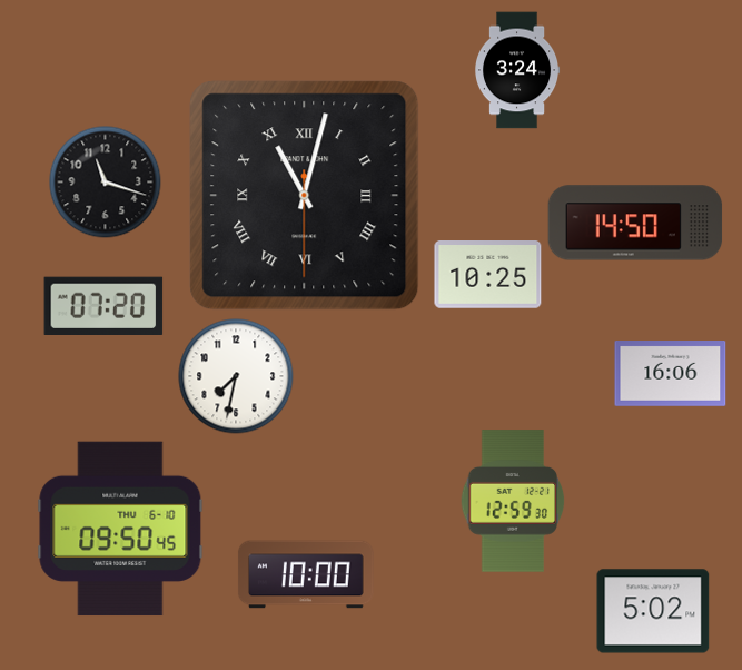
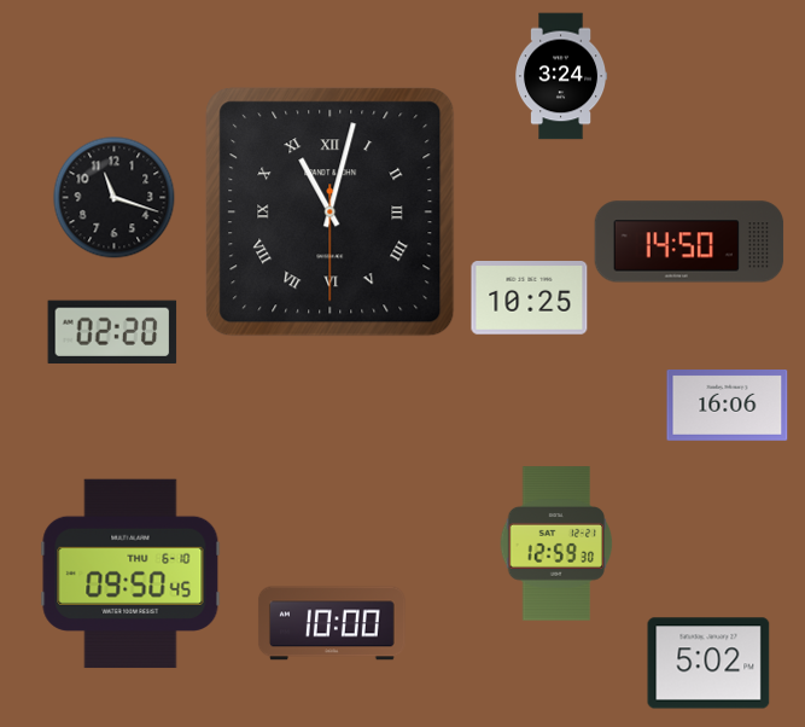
clock at (103, 305): 07:20 -> 02:20
clock at (236, 376): 7:32 -> none
